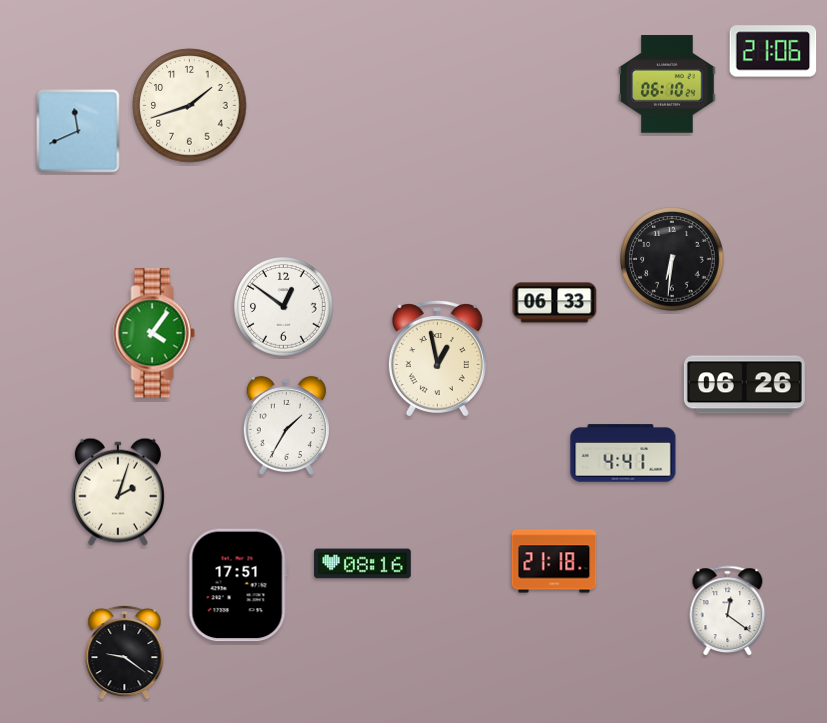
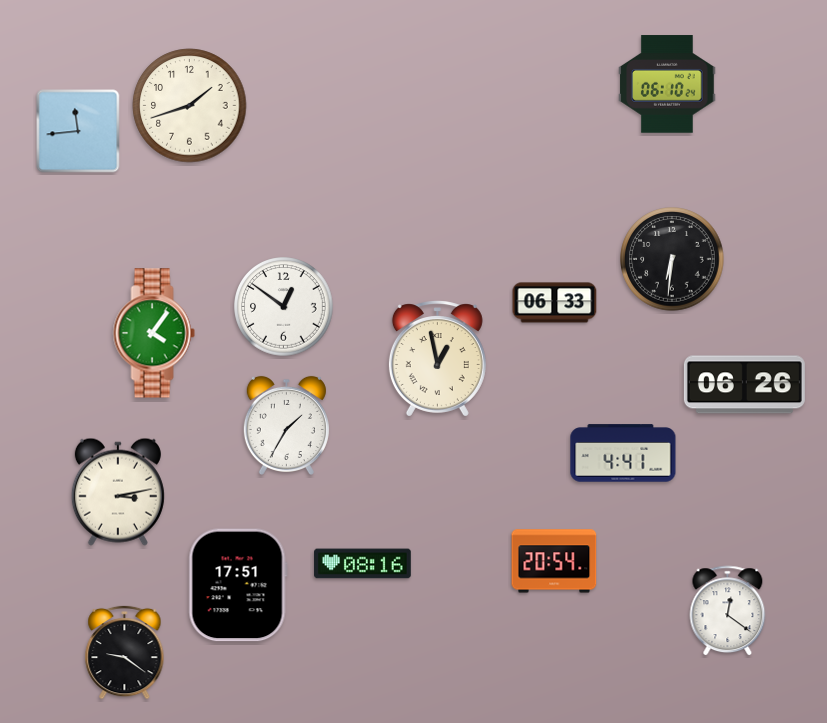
clock at (773, 51): 21:06 -> none
clock at (78, 131): 11:41 -> 11:44
clock at (118, 492): 2:03 -> 3:13
clock at (554, 561): 21:18 -> 20:54
